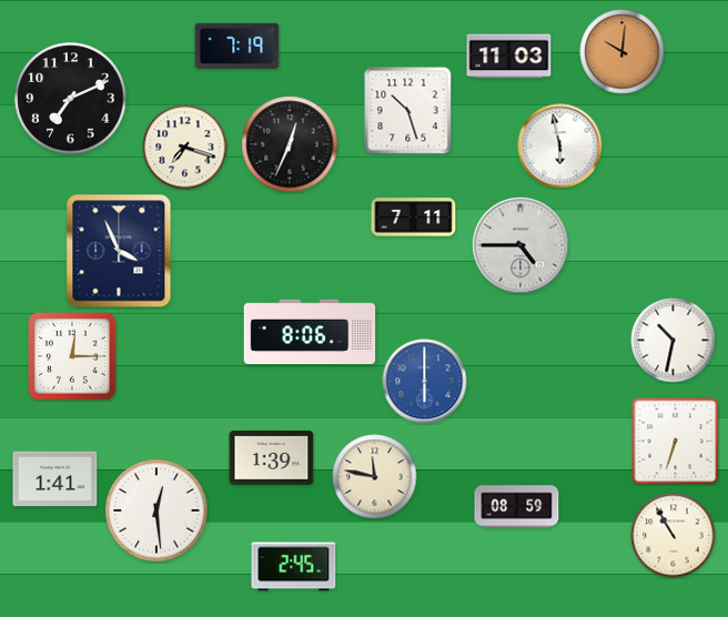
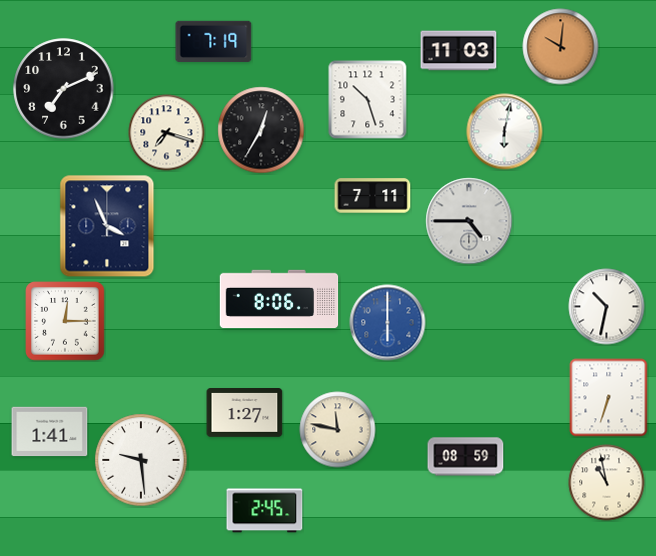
clock at (290, 144): 12:34 -> 12:35
clock at (560, 146): 5:58 -> 6:02
clock at (425, 382) position: (425, 382) -> (388, 323)
clock at (272, 458): 1:39 -> 1:27
clock at (156, 510): 12:29 -> 9:29
clock at (674, 536): 10:55 -> 10:58
